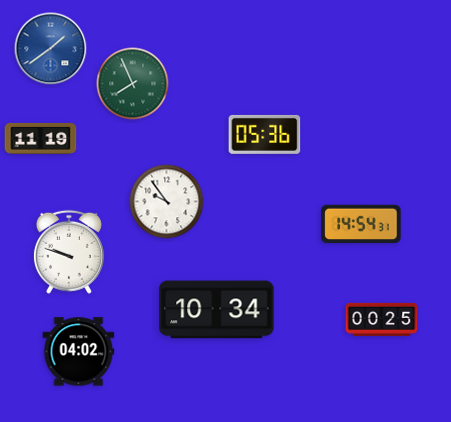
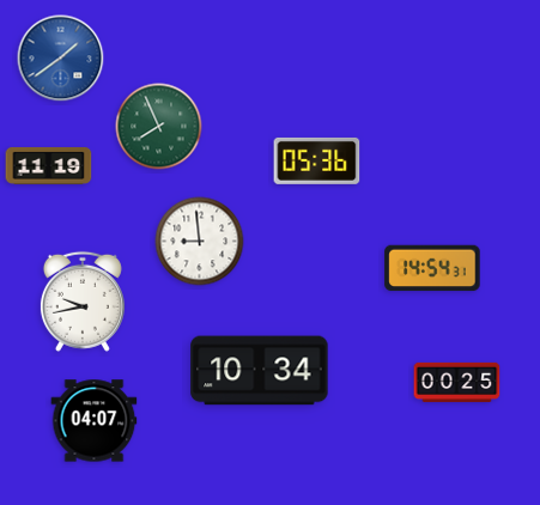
clock at (133, 84) position: (133, 84) -> (159, 127)
clock at (167, 202): 9:54 -> 8:59
clock at (69, 252): 9:48 -> 9:43
clock at (79, 352): 04:02 -> 04:07
